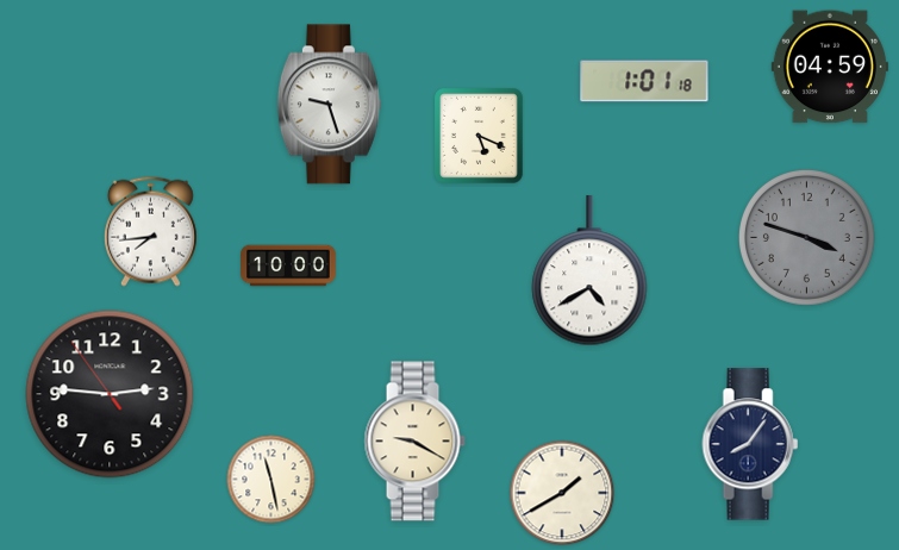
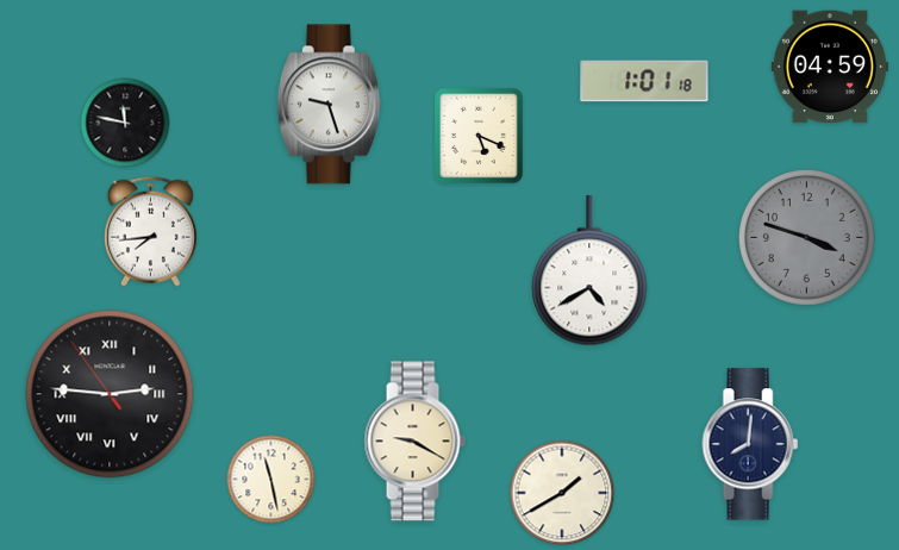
clock at (125, 123): none -> 11:47
clock at (288, 265): 10:00 -> none
clock at (110, 394) numerals: Arabic -> Roman
clock at (750, 444): 8:06 -> 8:01
